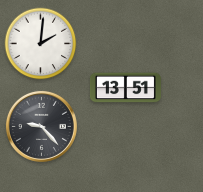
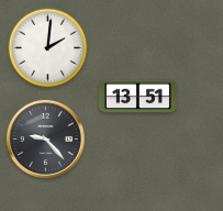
clock at (41, 44) position: (41, 44) -> (48, 48)
